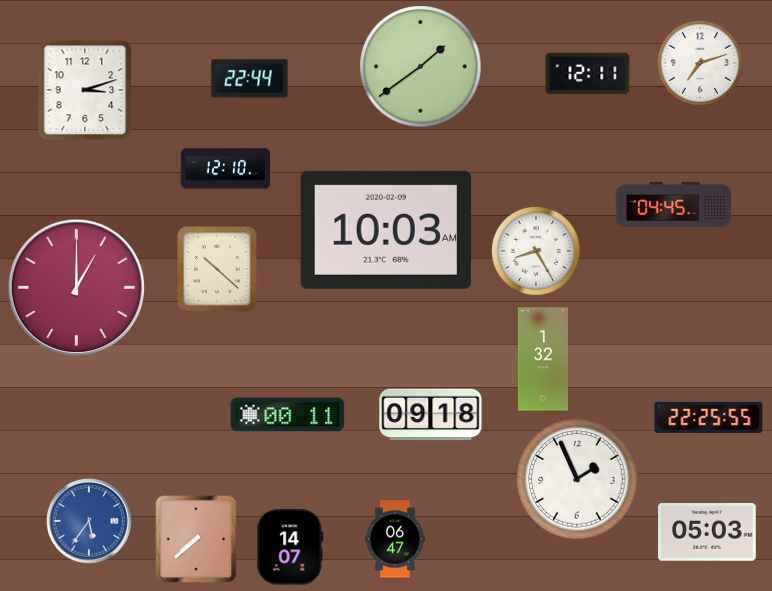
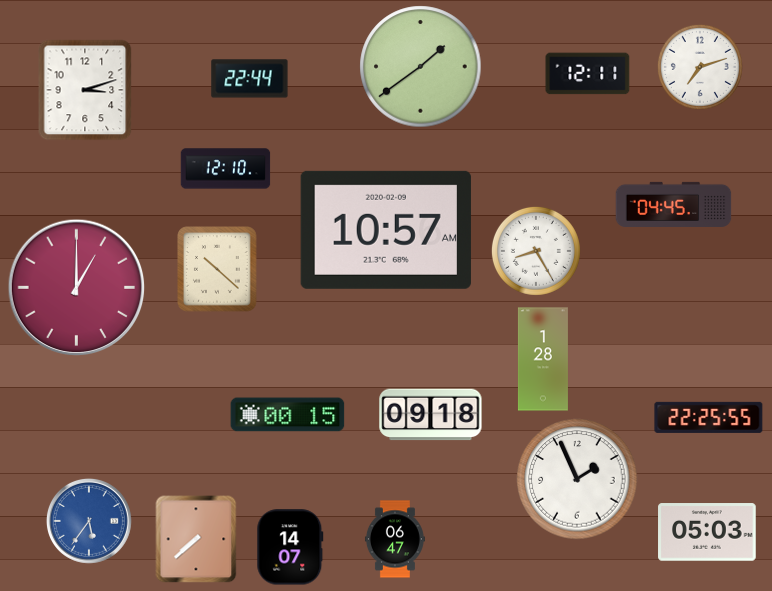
clock at (700, 63) position: (700, 63) -> (700, 67)
clock at (386, 230): 10:03 -> 10:57
clock at (543, 359): 1:32 -> 1:28
clock at (288, 415): 00:11 -> 00:15
